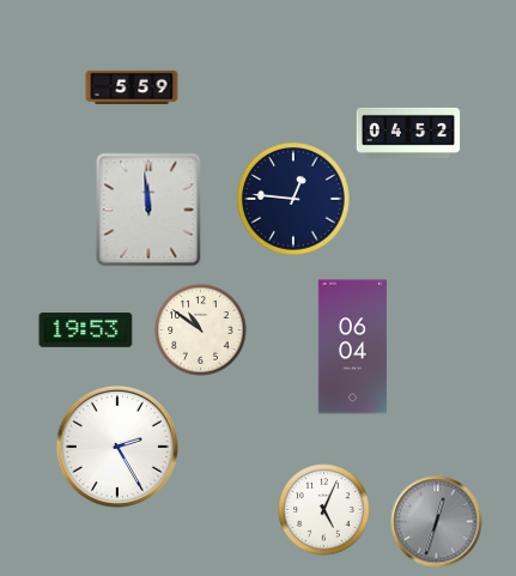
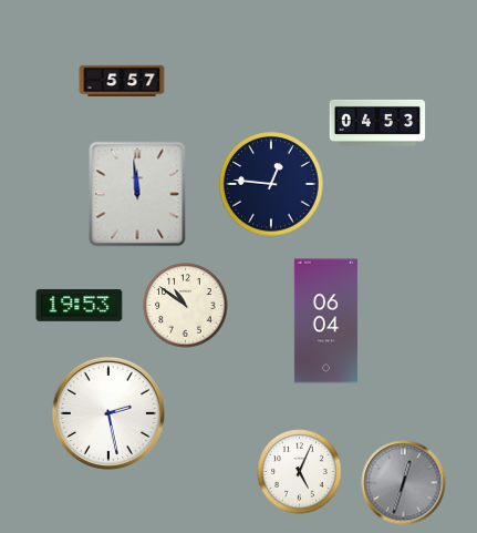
clock at (132, 86): 5:59 -> 5:57
clock at (408, 133): 04:52 -> 04:53
clock at (117, 447): 2:25 -> 2:28
